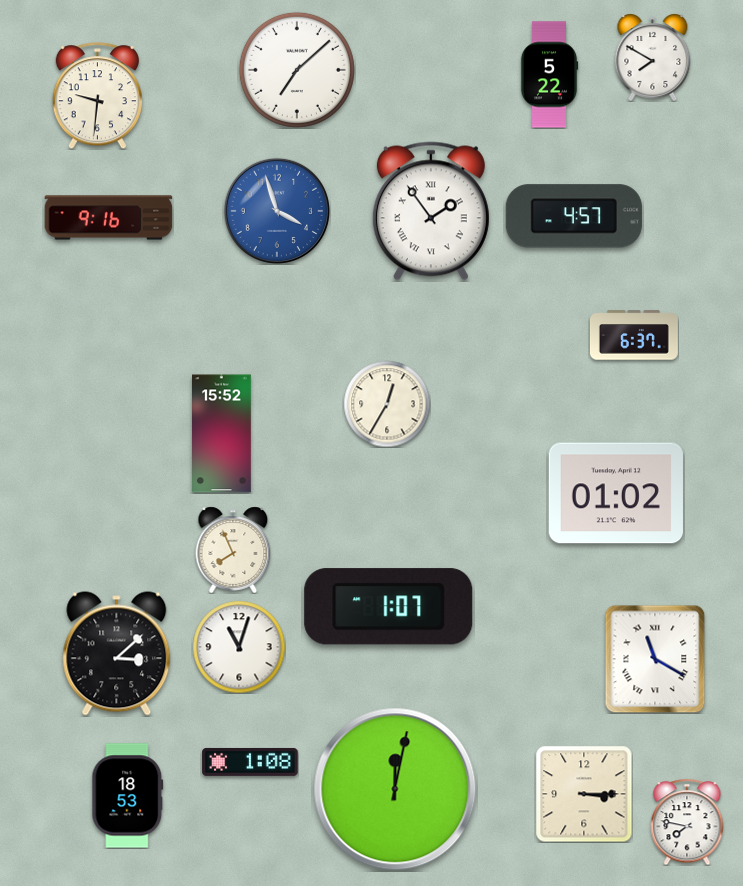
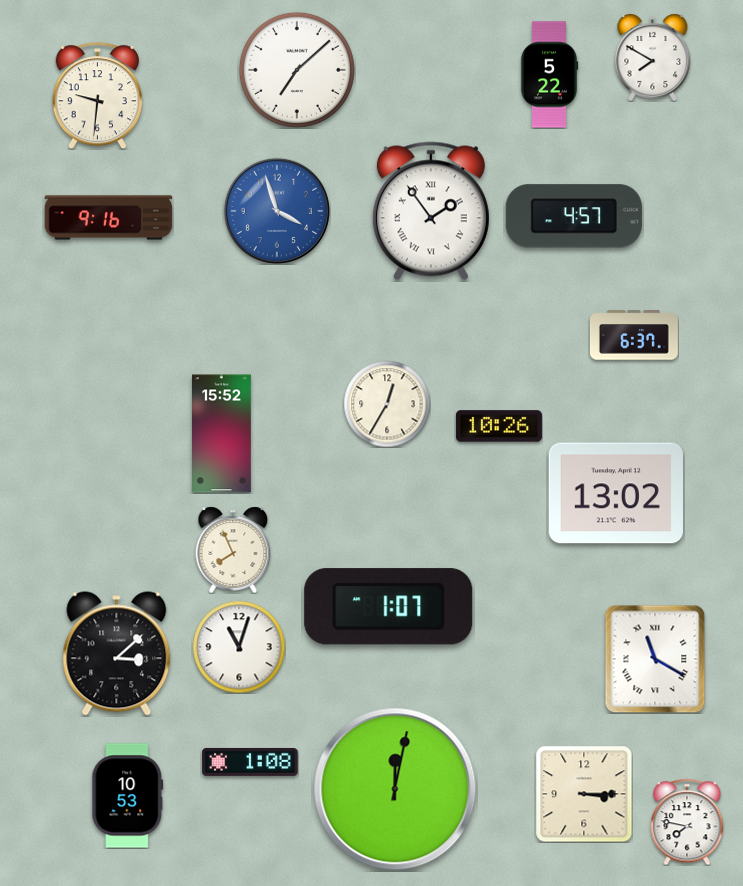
clock at (499, 426): none -> 10:26
clock at (616, 493): 01:02 -> 13:02
clock at (128, 796): 18:53 -> 10:53
